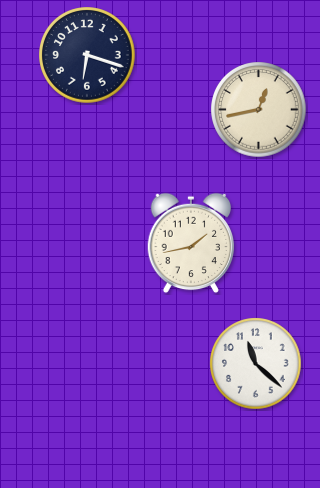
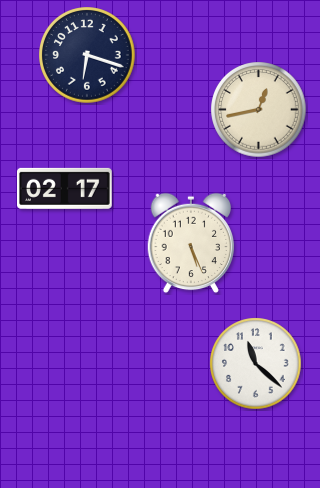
clock at (64, 188): none -> 02:17
clock at (190, 243): 1:43 -> 5:26
